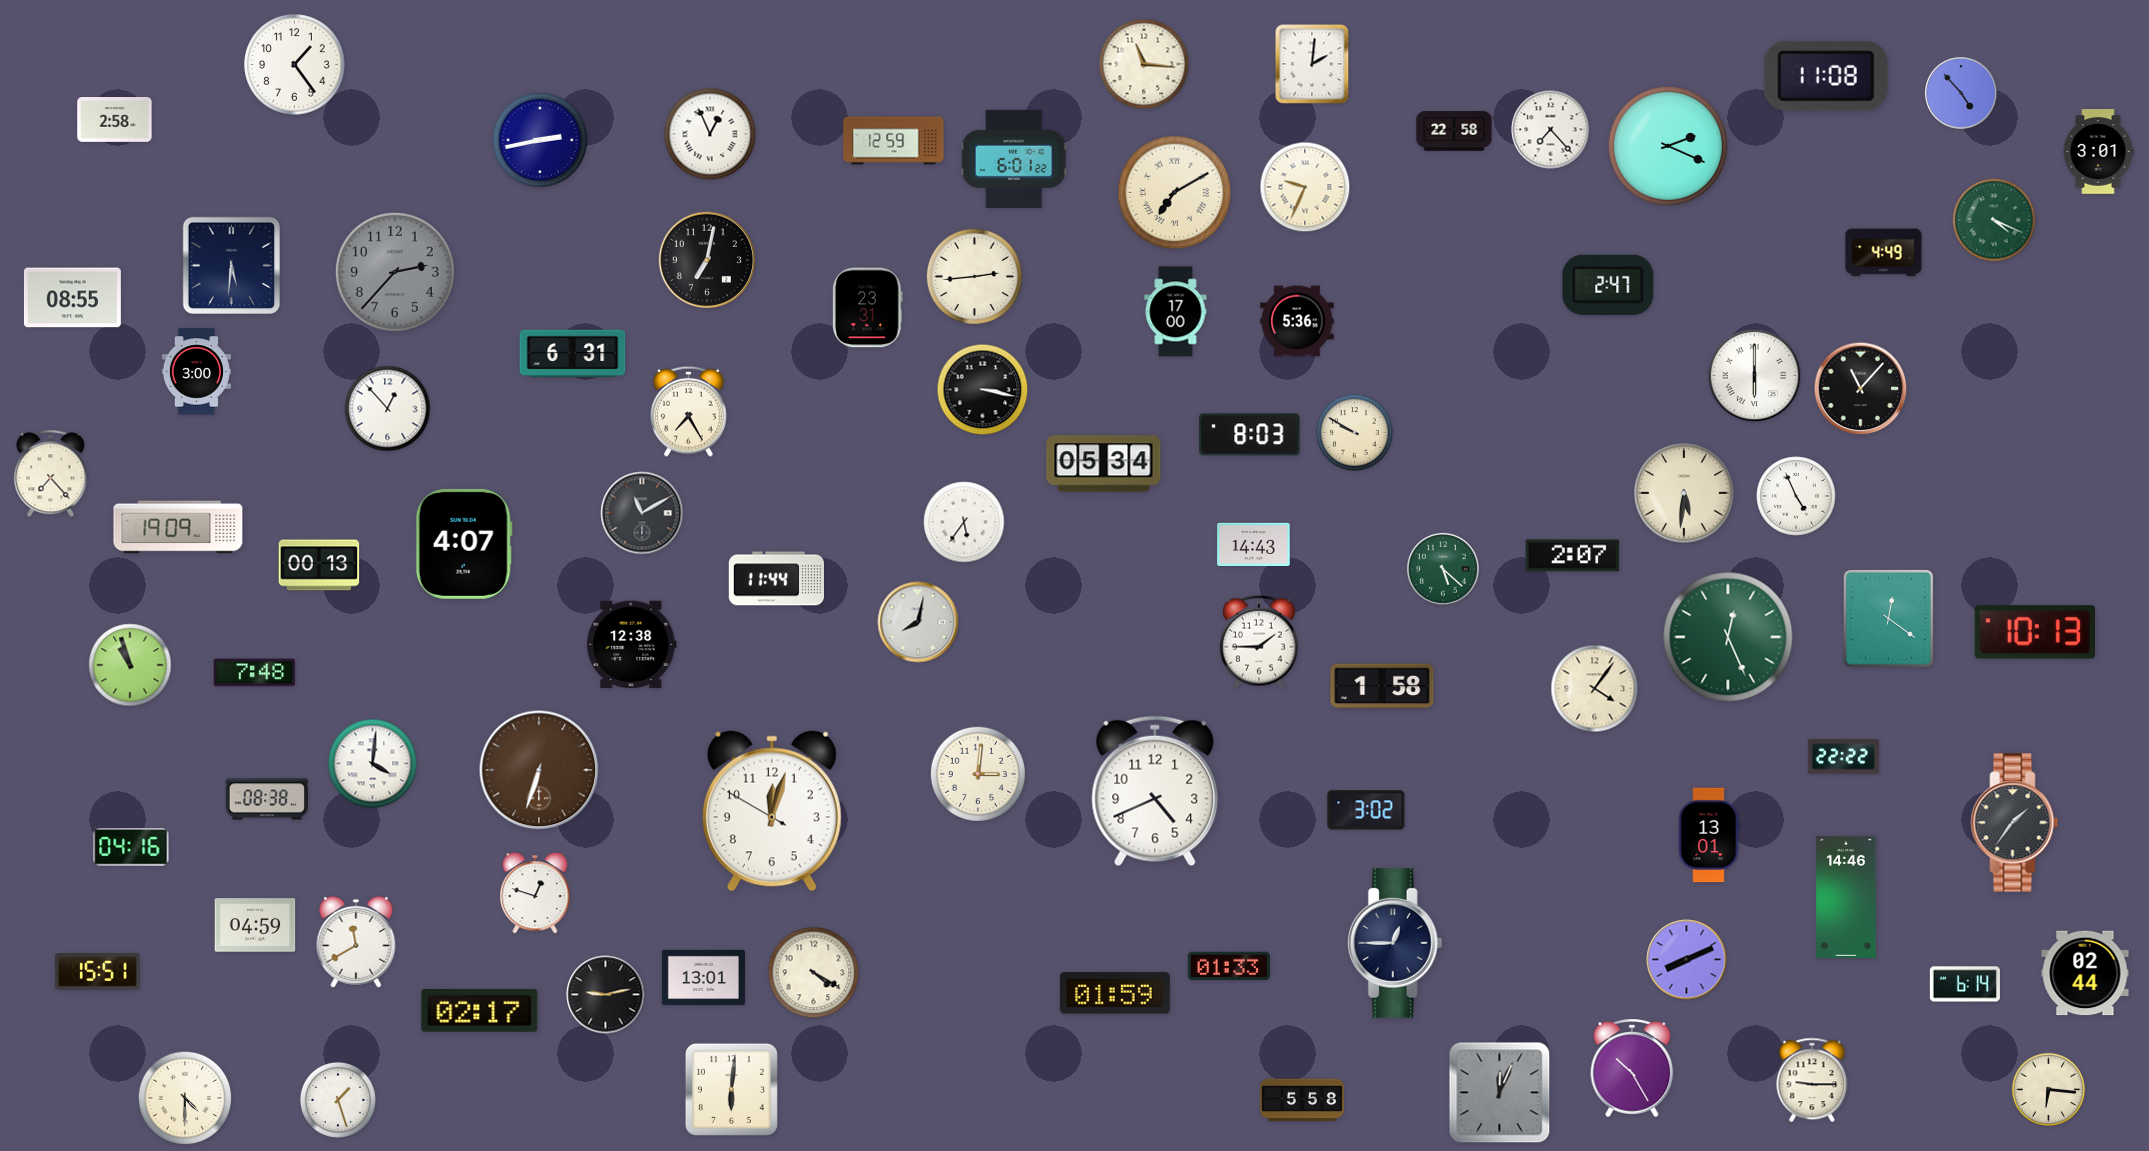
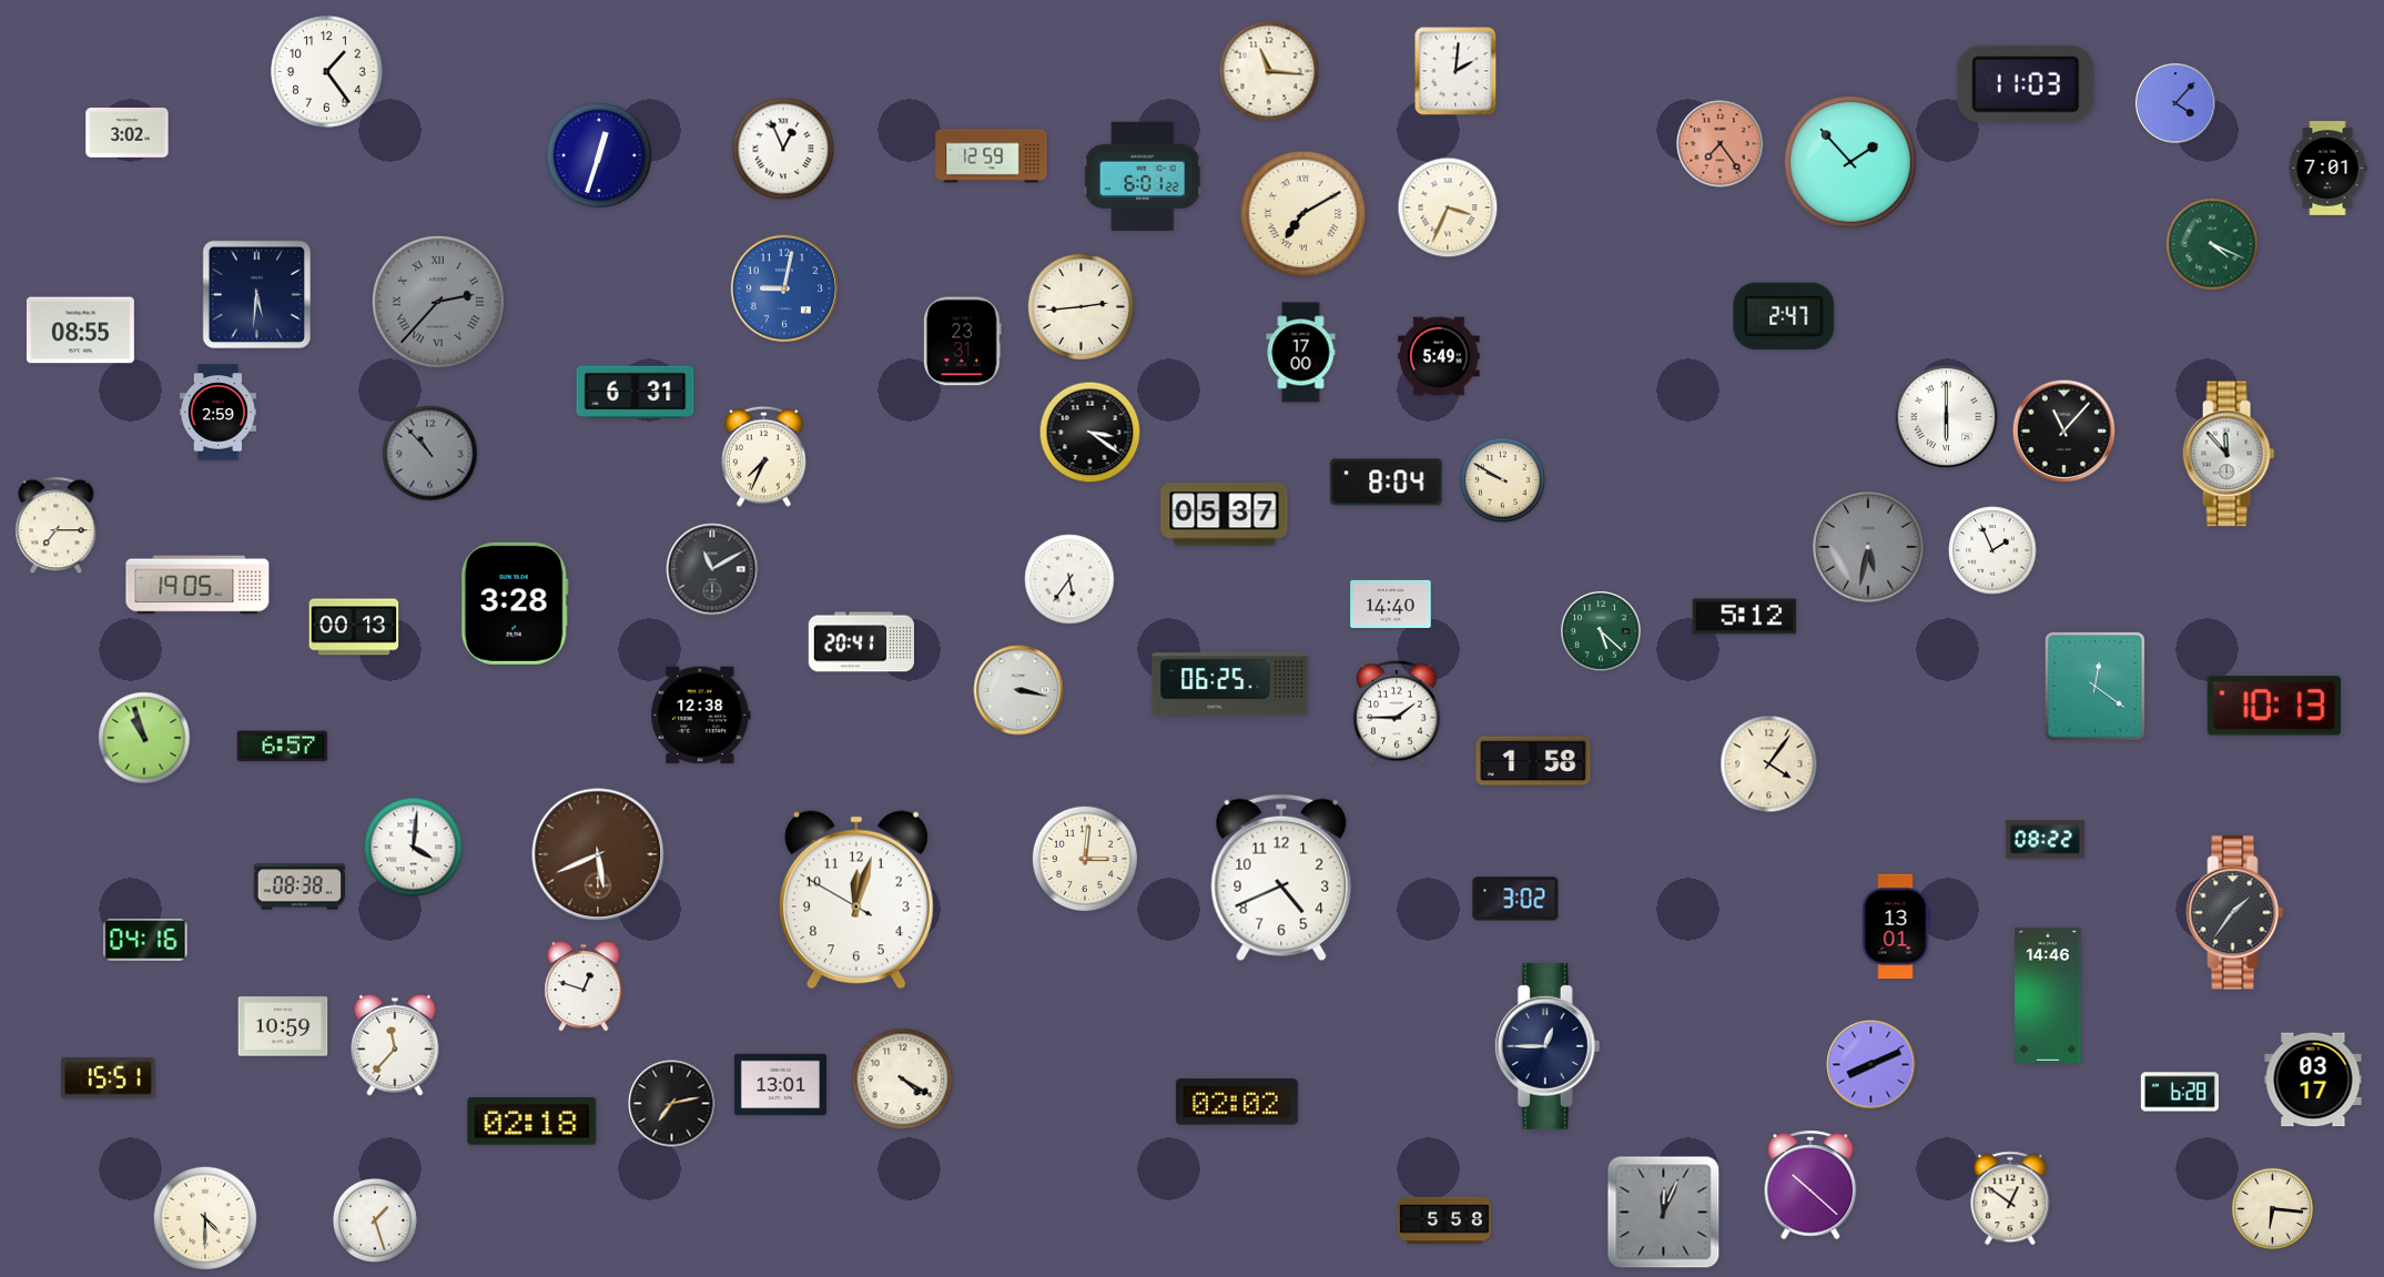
clock at (1826, 76): 11:08 -> 11:03
clock at (1961, 93): 4:53 -> 4:07
clock at (115, 120): 2:58 -> 3:02
clock at (1551, 130): 7:23 -> 7:24
clock at (1551, 130) dial: white -> salmon
clock at (1454, 131): 22:58 -> none
clock at (710, 134) position: (710, 134) -> (783, 149)
clock at (539, 139): 2:43 -> 12:33
clock at (1668, 146): 2:19 -> 1:53
clock at (2098, 152): 3:01 -> 7:01
clock at (1014, 159) position: (1014, 159) -> (1143, 176)
clock at (1305, 187): 9:34 -> 3:34
clock at (1884, 253): 4:49 -> none
clock at (706, 259): 7:02 -> 9:02
clock at (706, 259) dial: black -> blue
clock at (395, 272) numerals: Arabic -> Roman
clock at (1176, 312) position: (1176, 312) -> (1301, 353)
clock at (1297, 321): 5:36 -> 5:49
clock at (196, 372): 3:00 -> 2:59
clock at (983, 390): 3:17 -> 3:21
clock at (388, 409): 12:53 -> 10:53
clock at (388, 409) dial: white -> grey
clock at (2229, 454): none -> 11:53
clock at (689, 411): 7:25 -> 7:34
clock at (1250, 435): 8:03 -> 8:04
clock at (1104, 464): 05:34 -> 05:37
clock at (51, 474): 7:23 -> 7:15
clock at (1684, 493): 5:31 -> 5:32
clock at (1684, 493) dial: cream -> grey
clock at (1796, 496): 4:56 -> 1:56
clock at (178, 527): 19:09 -> 19:05
clock at (464, 544): 4:07 -> 3:28
clock at (1254, 544): 14:43 -> 14:40
clock at (1573, 556): 2:07 -> 5:12
clock at (776, 579): 11:44 -> 20:41
clock at (1230, 685): none -> 06:25
clock at (918, 622): 8:02 -> 3:17
clock at (2035, 632) position: (2035, 632) -> (2274, 706)
clock at (1728, 637): 12:26 -> none
clock at (255, 673): 7:48 -> 6:57
clock at (1843, 757): 22:22 -> 08:22
clock at (539, 770): 6:33 -> 5:41
clock at (266, 799) position: (266, 799) -> (298, 886)
clock at (535, 893) position: (535, 893) -> (584, 986)
clock at (255, 925): 04:59 -> 10:59
clock at (356, 942): 11:40 -> 11:37
clock at (1228, 966): 01:33 -> none
clock at (2085, 973): 02:44 -> 03:17
clock at (1965, 984): 6:14 -> 6:28
clock at (1115, 993): 01:59 -> 02:02
clock at (606, 995): 9:13 -> 7:13
clock at (480, 1010): 02:17 -> 02:18
clock at (1632, 1068): 10:25 -> 10:22
clock at (1812, 1080): 9:15 -> 12:51
clock at (731, 1089): 6:01 -> none
